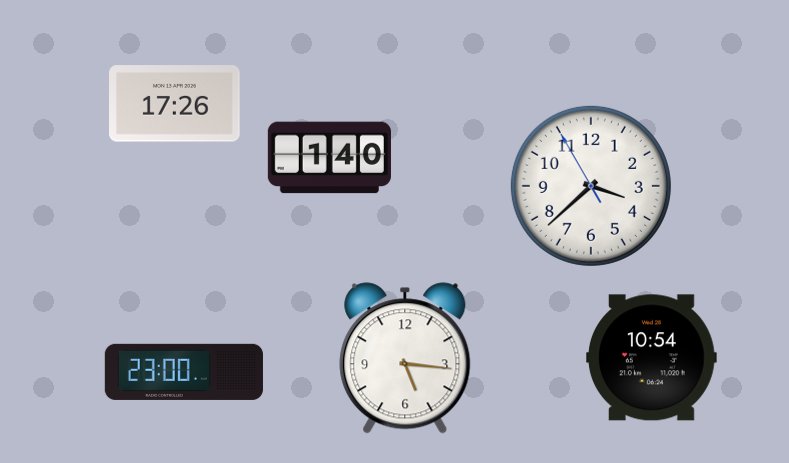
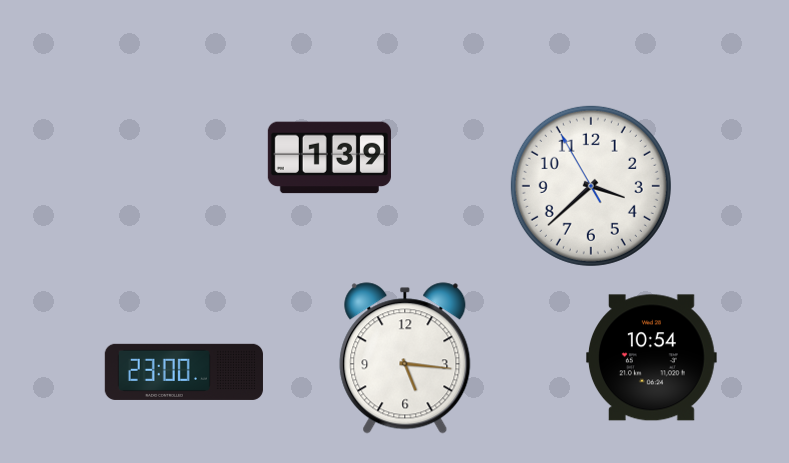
clock at (175, 104): 17:26 -> none
clock at (329, 158): 1:40 -> 1:39
